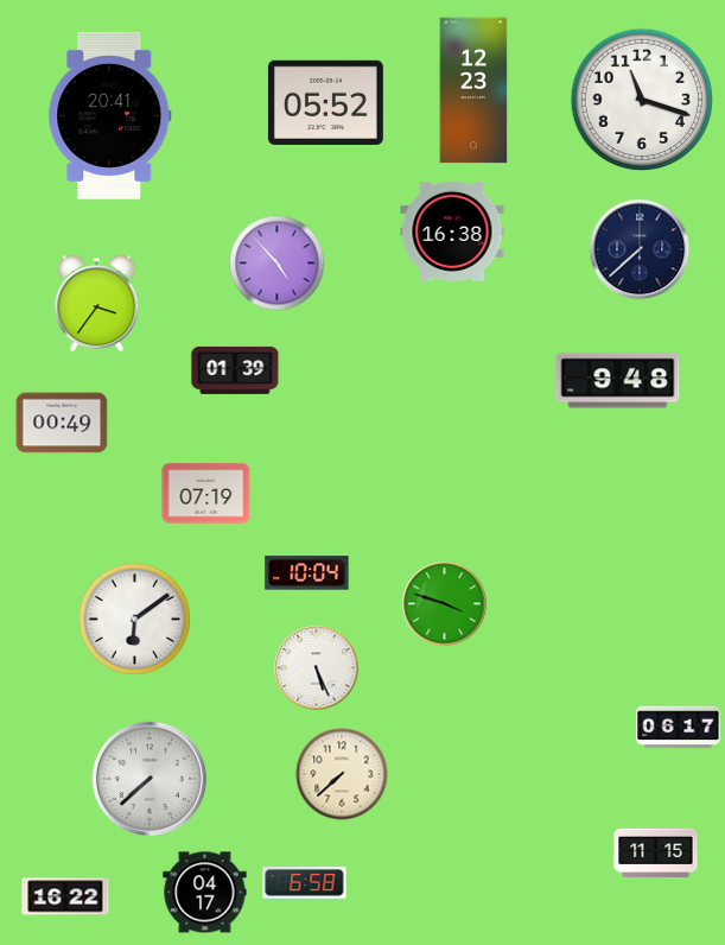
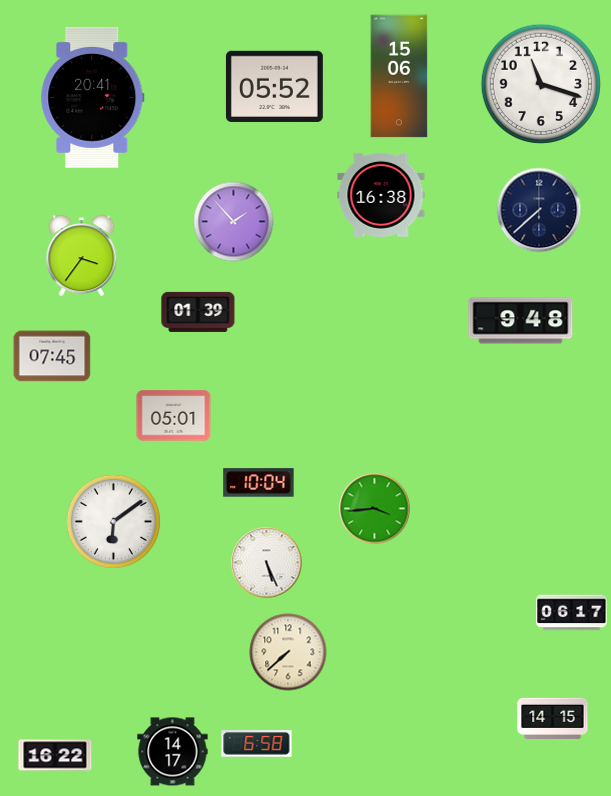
clock at (473, 90): 12:23 -> 15:06
clock at (278, 264): 4:53 -> 1:53
clock at (62, 423): 00:49 -> 07:45
clock at (206, 494): 07:19 -> 05:01
clock at (445, 604): 3:48 -> 3:44
clock at (150, 779): 7:38 -> none
clock at (656, 852): 11:15 -> 14:15
clock at (205, 893): 04:17 -> 14:17
